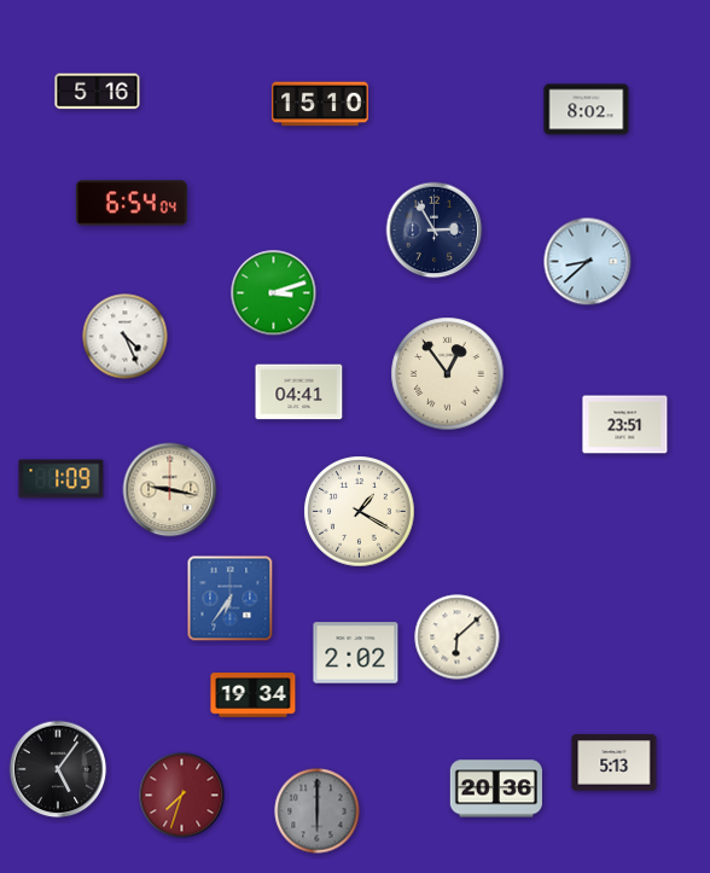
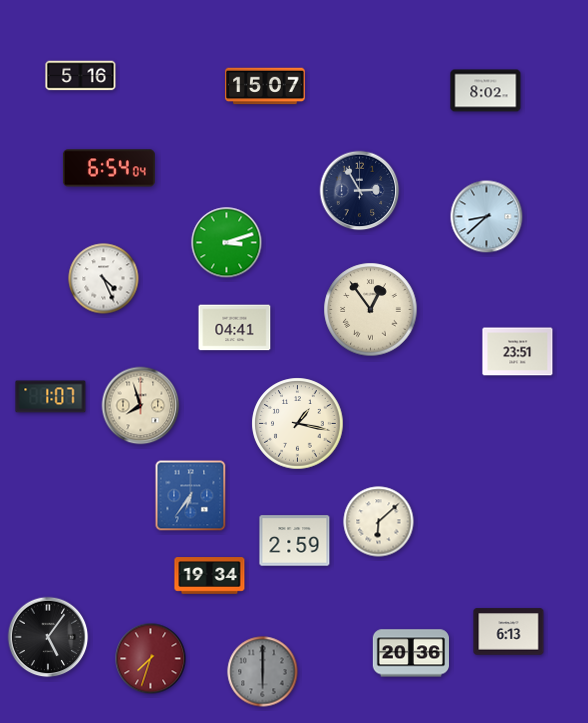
clock at (320, 104): 15:10 -> 15:07
clock at (299, 392) position: (299, 392) -> (235, 328)
clock at (62, 479): 1:09 -> 1:07
clock at (170, 490): 9:17 -> 7:57
clock at (360, 512): 1:20 -> 1:17
clock at (458, 638) position: (458, 638) -> (379, 522)
clock at (356, 653): 2:02 -> 2:59
clock at (615, 763): 5:13 -> 6:13
